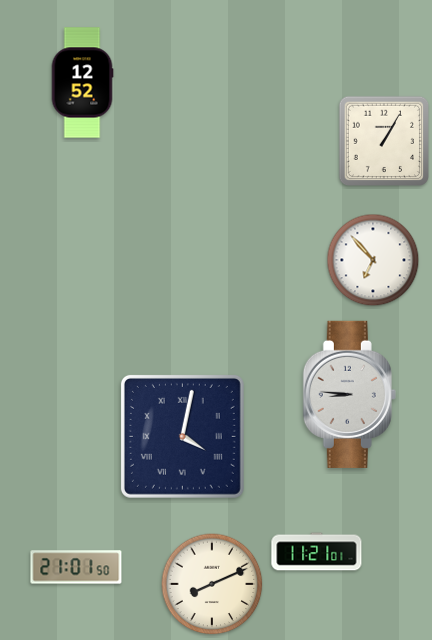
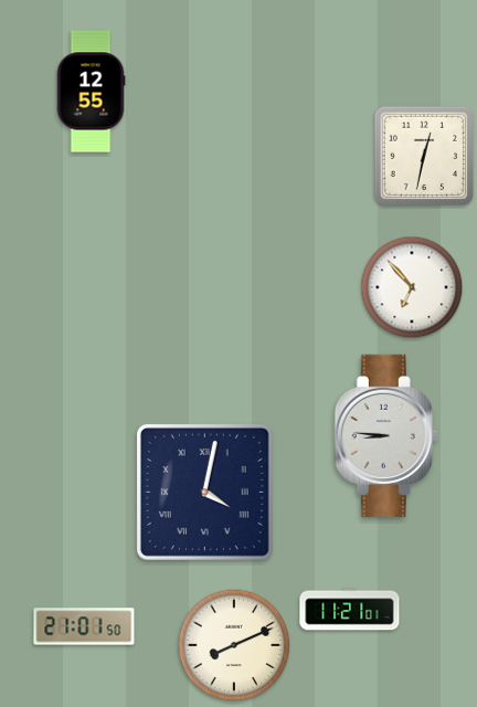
clock at (82, 83): 12:52 -> 12:55
clock at (383, 140): 1:05 -> 12:32
clock at (182, 436) position: (182, 436) -> (204, 492)
